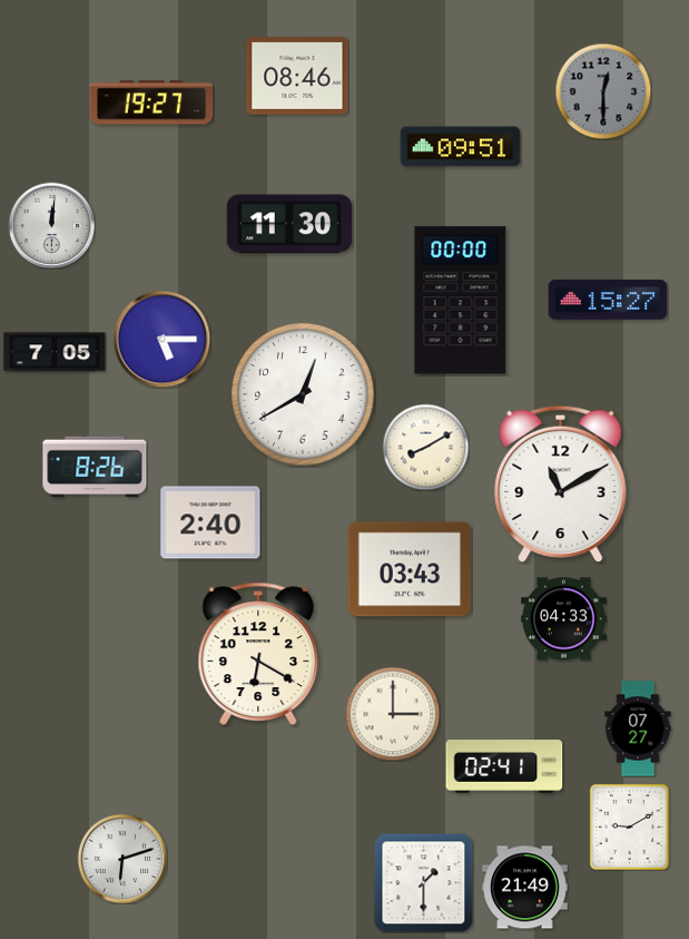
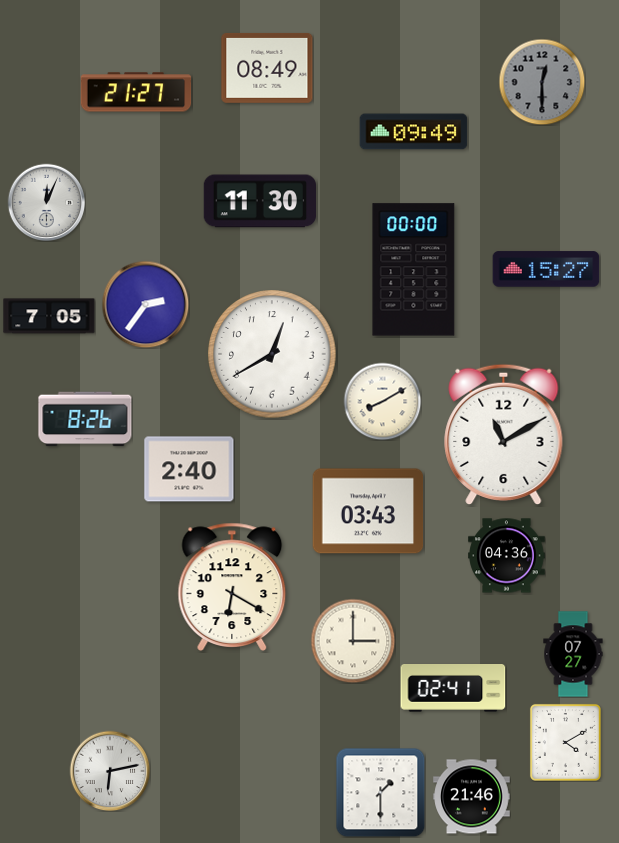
clock at (297, 76): 08:46 -> 08:49
clock at (151, 102): 19:27 -> 21:27
clock at (461, 147): 09:51 -> 09:49
clock at (51, 225): 12:01 -> 12:04
clock at (161, 339): 5:15 -> 2:36
clock at (564, 619): 04:33 -> 04:36
clock at (629, 826): 9:10 -> 4:10
clock at (122, 859): 6:12 -> 6:13
clock at (525, 888): 21:49 -> 21:46
